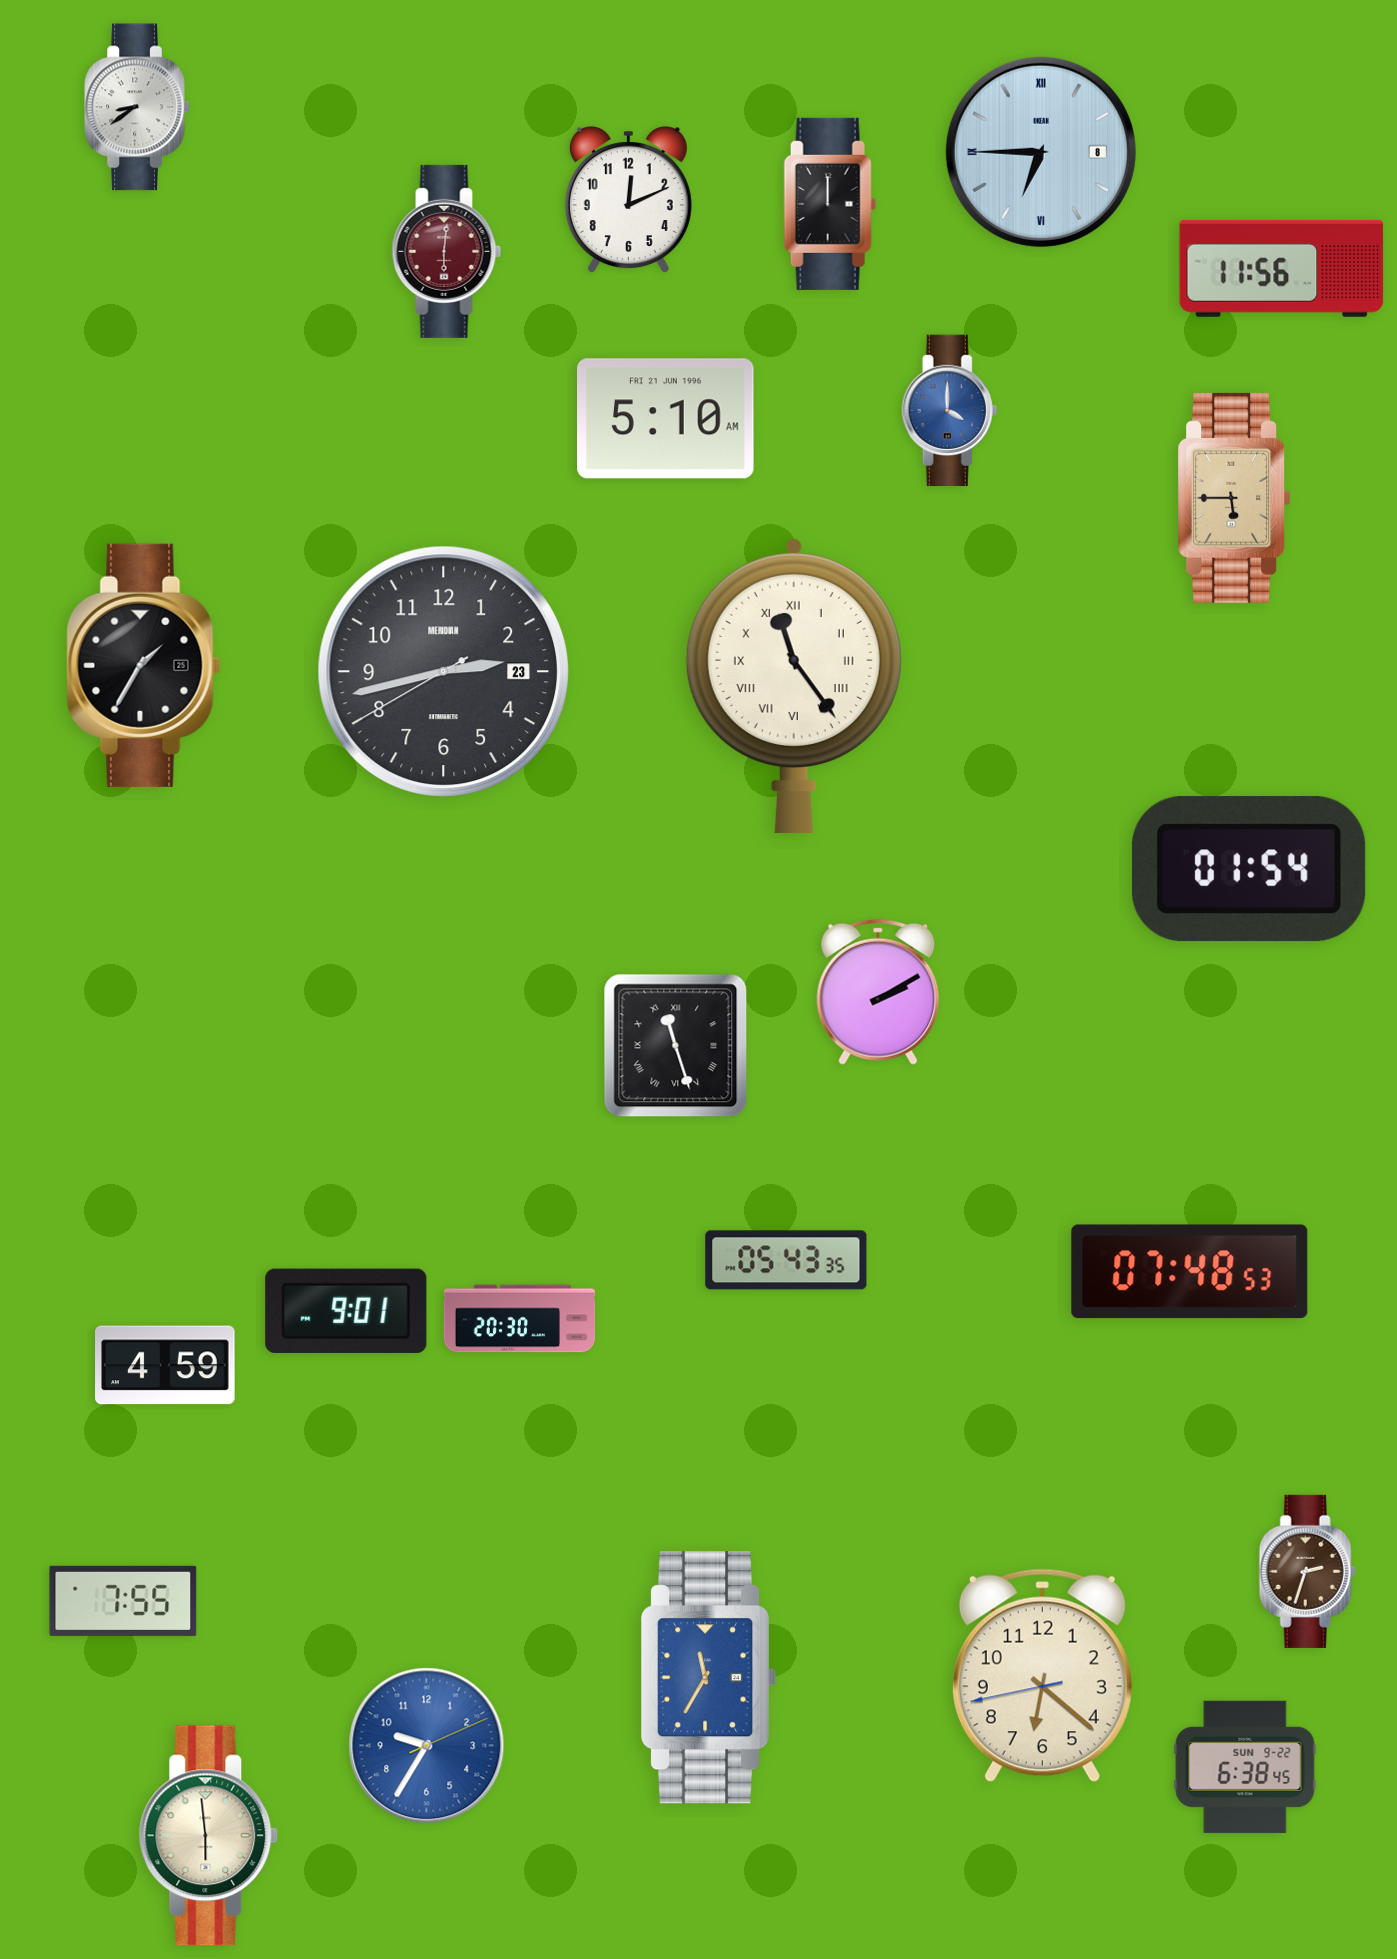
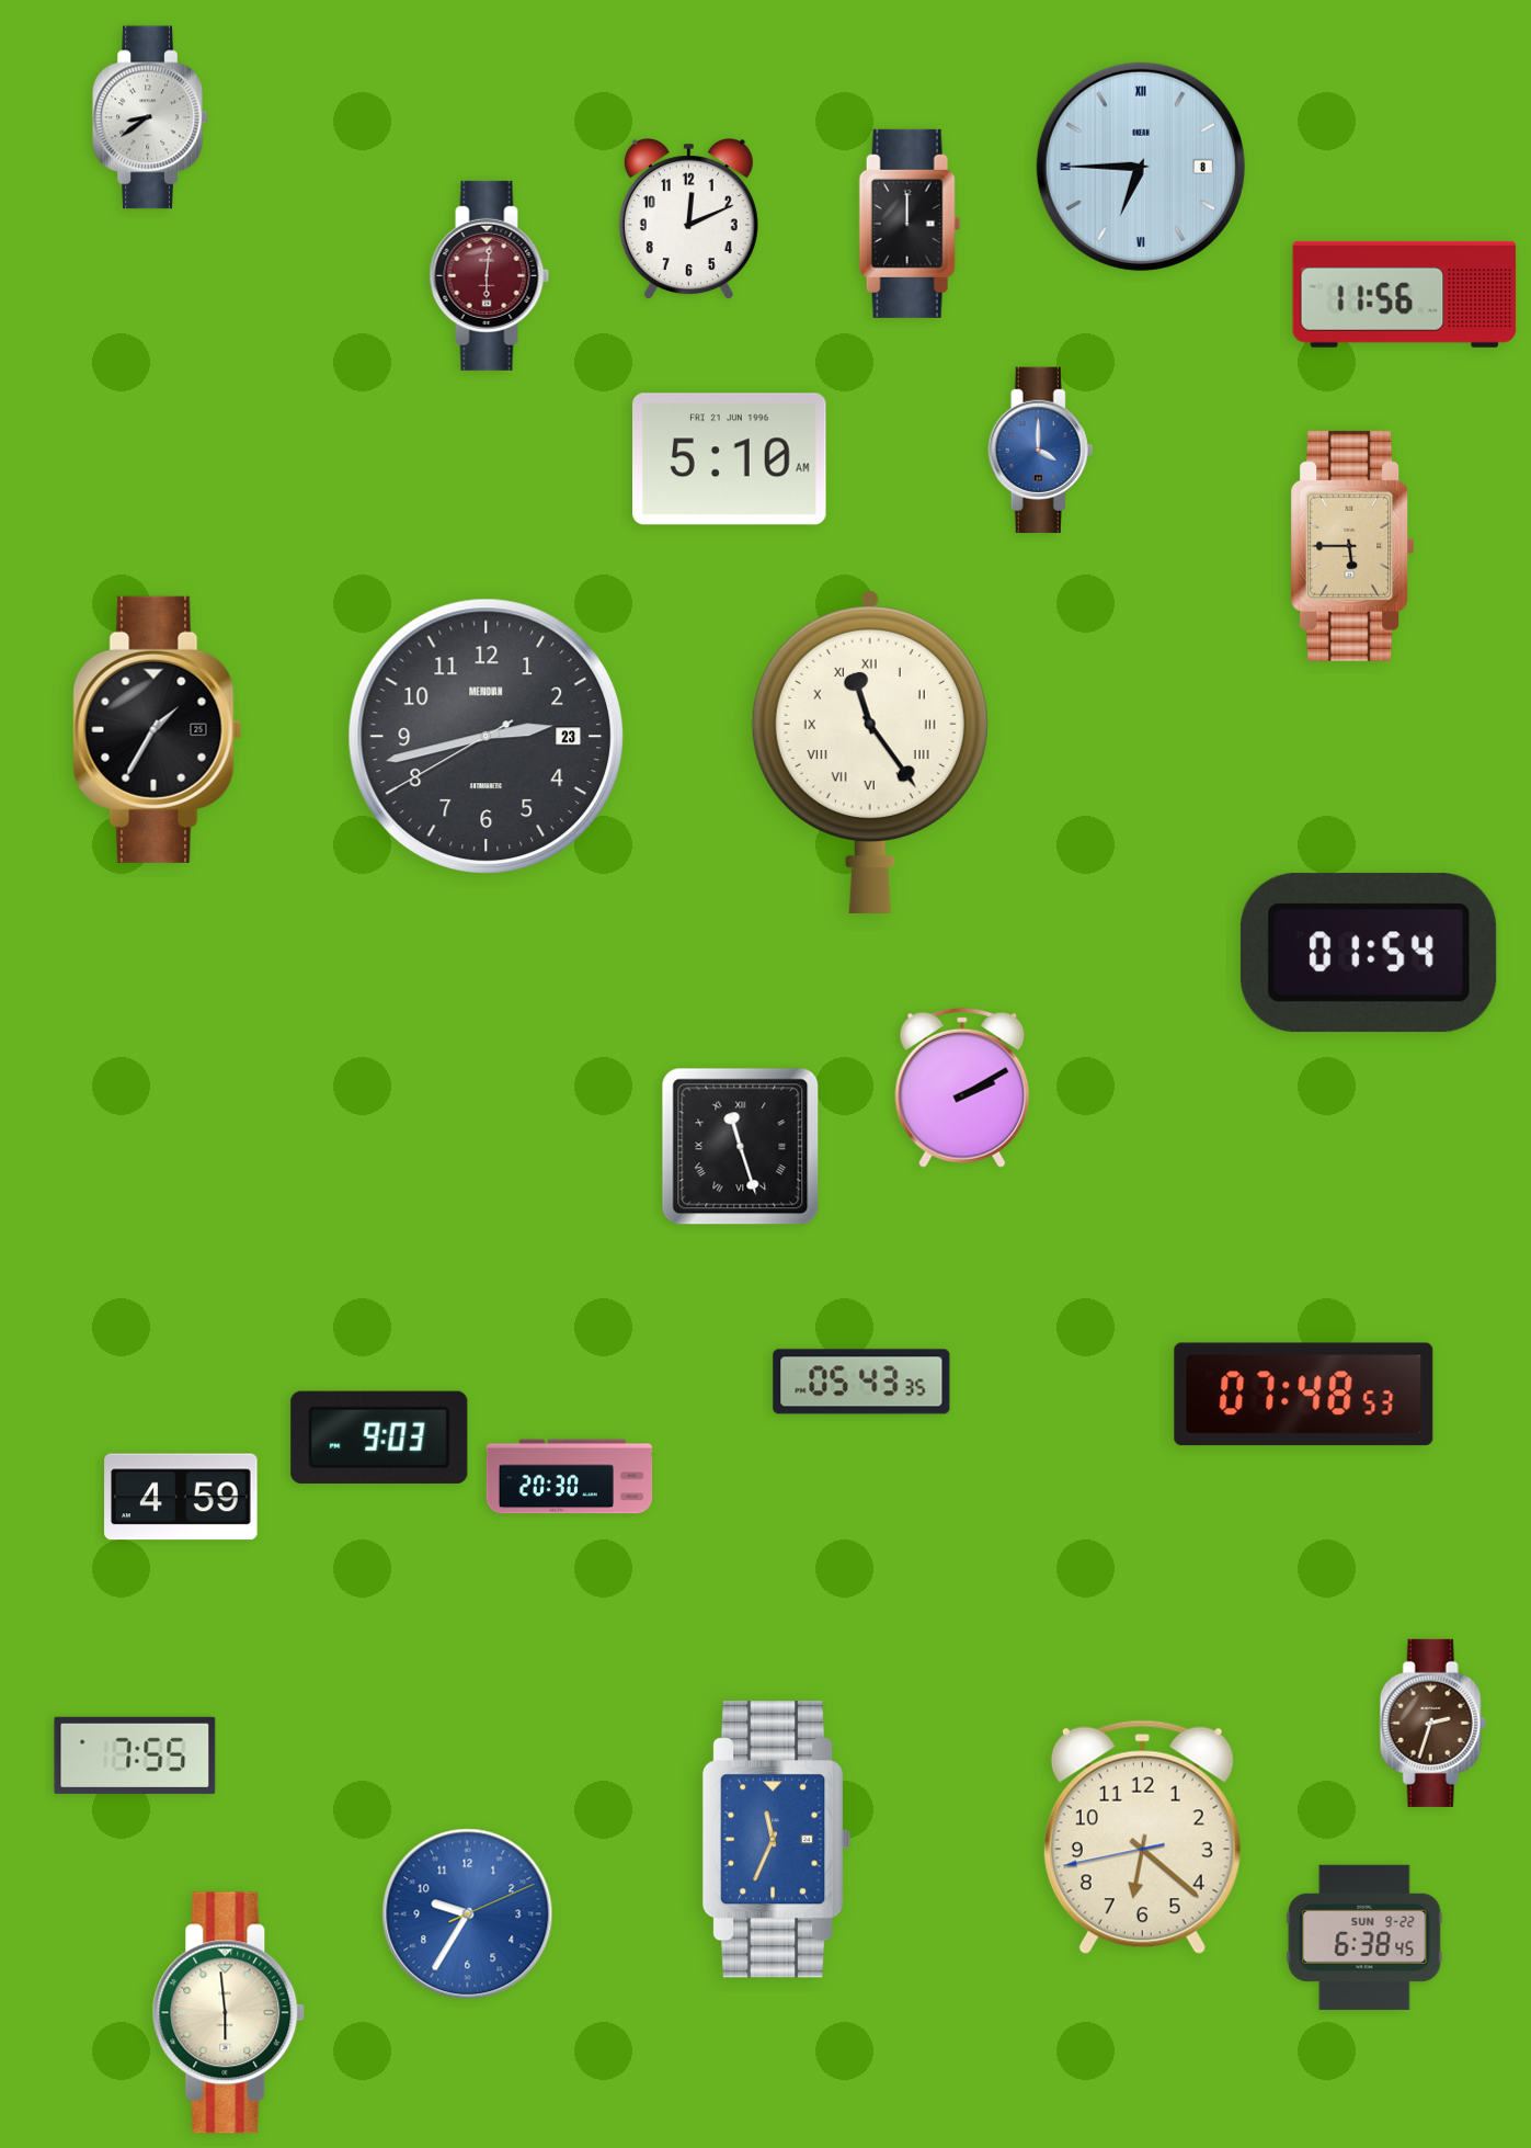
clock at (346, 1311): 9:01 -> 9:03
clock at (520, 1319) position: (520, 1319) -> (570, 1477)
clock at (710, 1678): 11:35 -> 11:34
